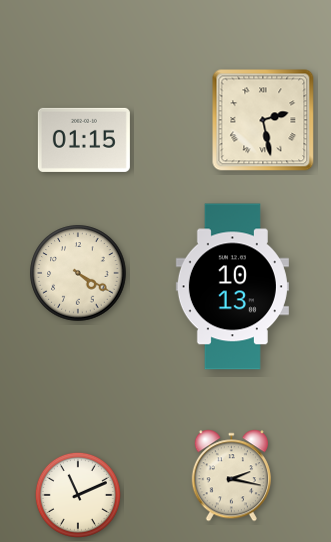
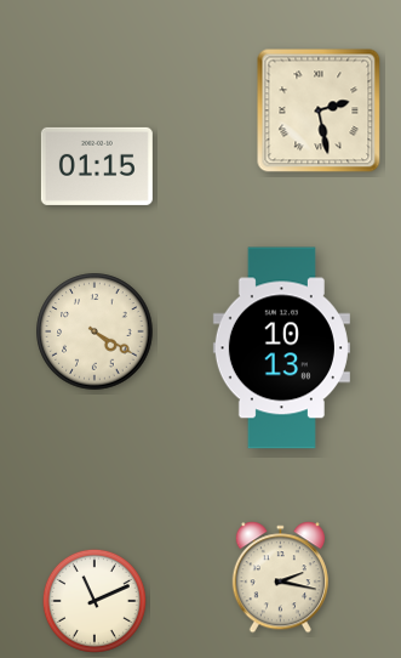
clock at (263, 120) position: (263, 120) -> (319, 110)
clock at (84, 140) position: (84, 140) -> (97, 166)
